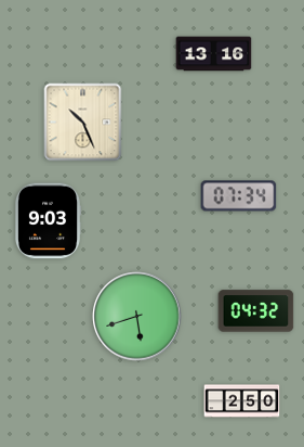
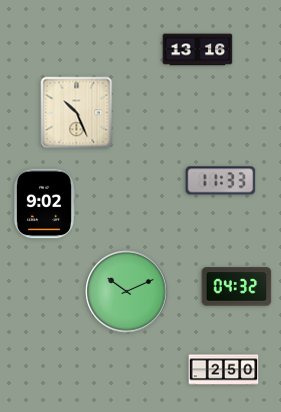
clock at (239, 196): 07:34 -> 11:33
clock at (47, 221): 9:03 -> 9:02
clock at (137, 317): 5:42 -> 10:11
